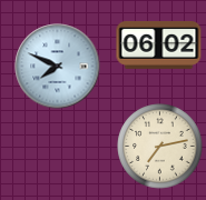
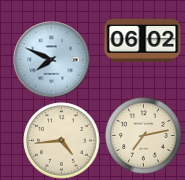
clock at (160, 147) position: (160, 147) -> (144, 136)
clock at (62, 141): none -> 4:44
